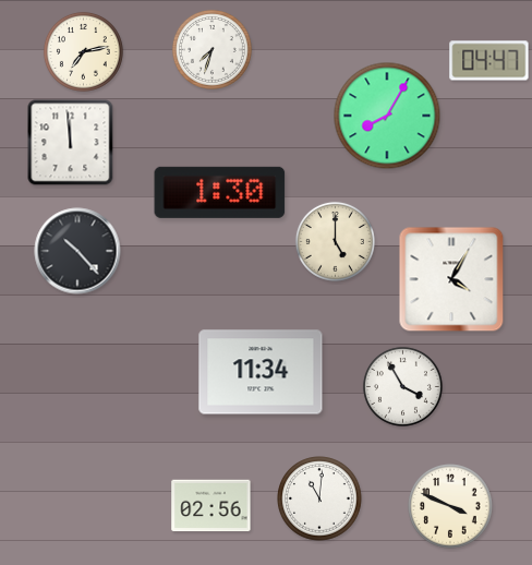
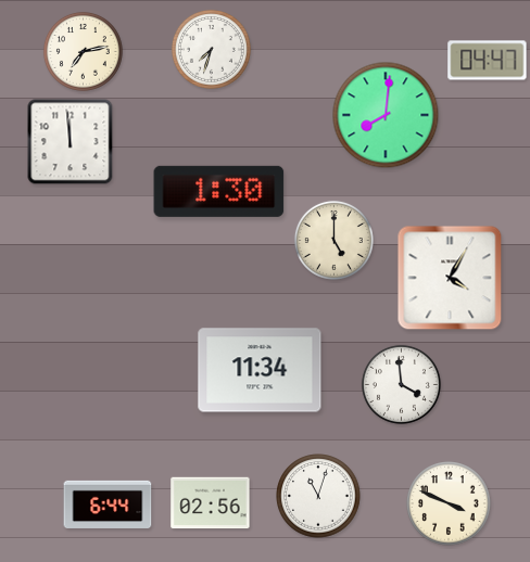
clock at (387, 116): 8:05 -> 8:01
clock at (77, 251): 10:23 -> none
clock at (402, 386): 3:55 -> 3:59
clock at (319, 498): 11:01 -> 11:03
clock at (108, 504): none -> 6:44
